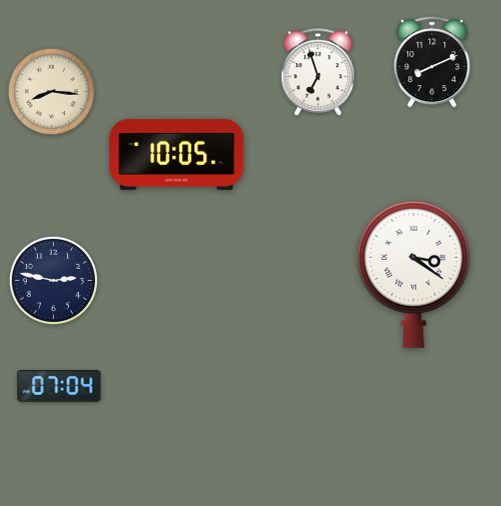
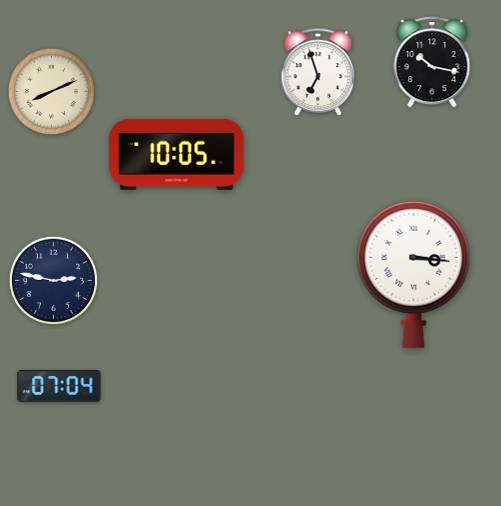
clock at (432, 62): 8:11 -> 10:17
clock at (52, 92): 8:16 -> 8:11
clock at (414, 274): 3:21 -> 3:16
